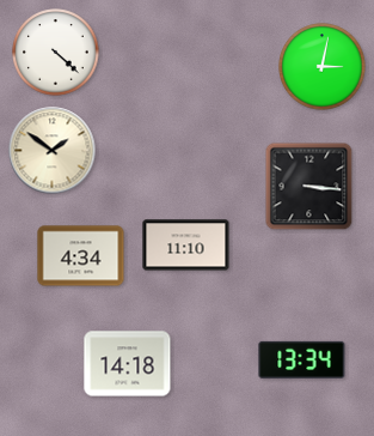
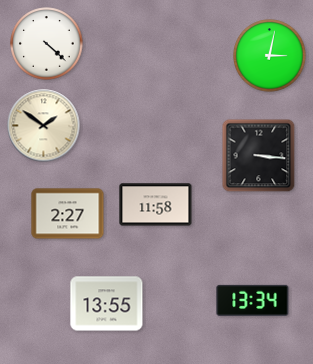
clock at (186, 246): 11:10 -> 11:58
clock at (81, 256): 4:34 -> 2:27
clock at (128, 364): 14:18 -> 13:55
